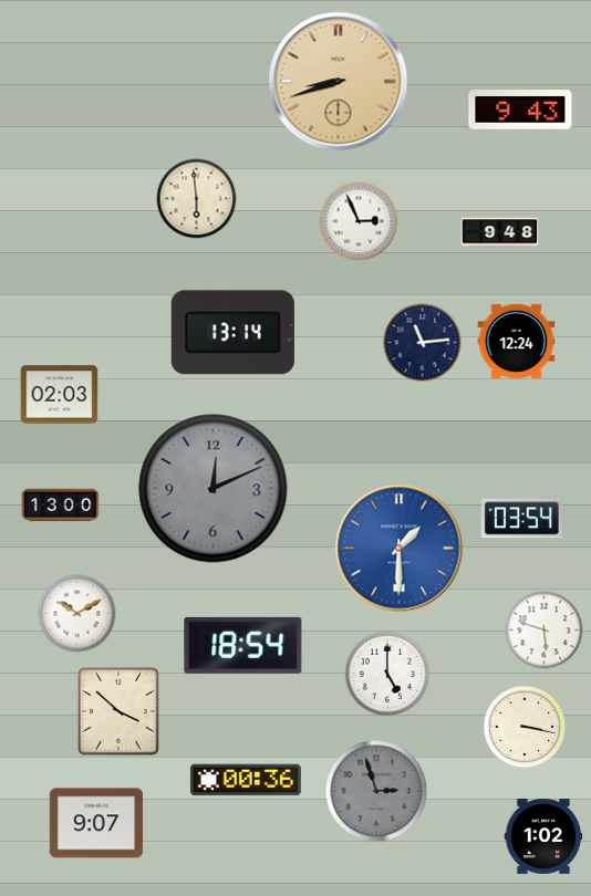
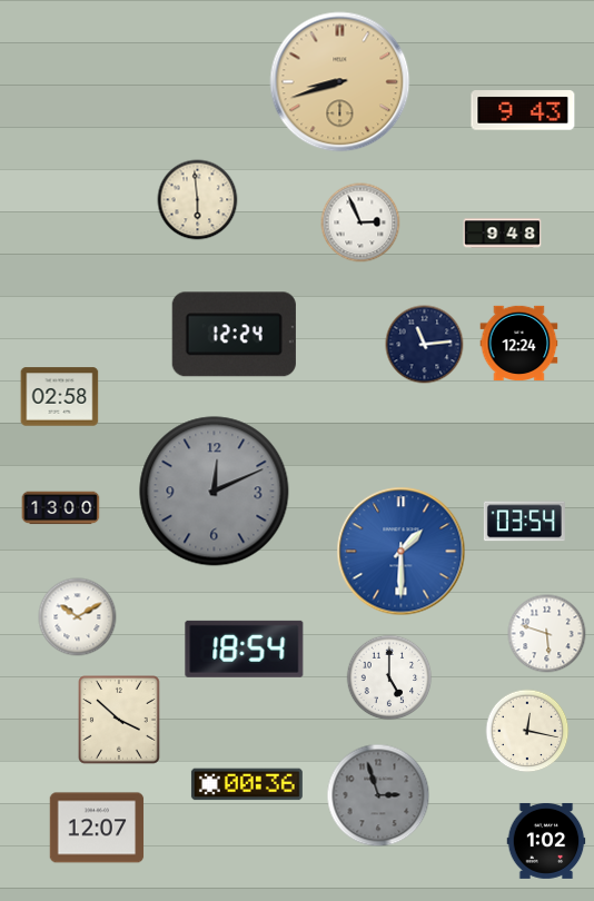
clock at (232, 333): 13:14 -> 12:24
clock at (60, 395): 02:03 -> 02:58
clock at (120, 712) position: (120, 712) -> (120, 721)
clock at (525, 727): 3:17 -> 12:17
clock at (96, 823): 9:07 -> 12:07
